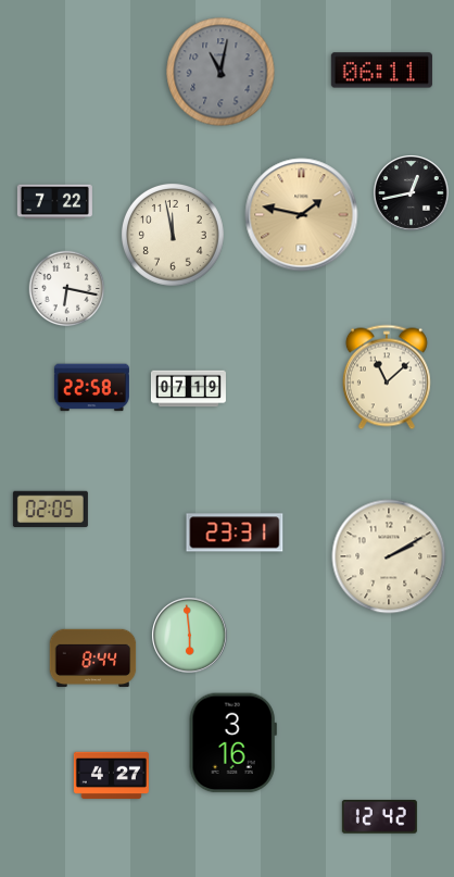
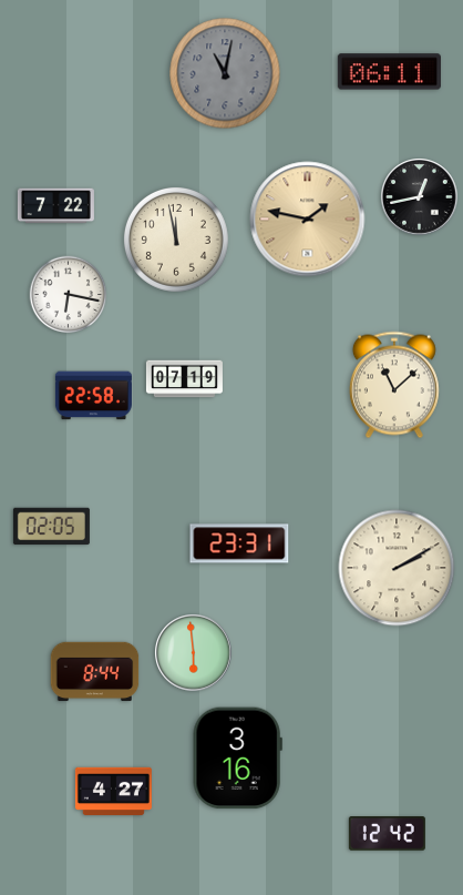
clock at (188, 389) position: (188, 389) -> (184, 379)
clock at (50, 510) position: (50, 510) -> (51, 527)
clock at (190, 636) position: (190, 636) -> (194, 653)
